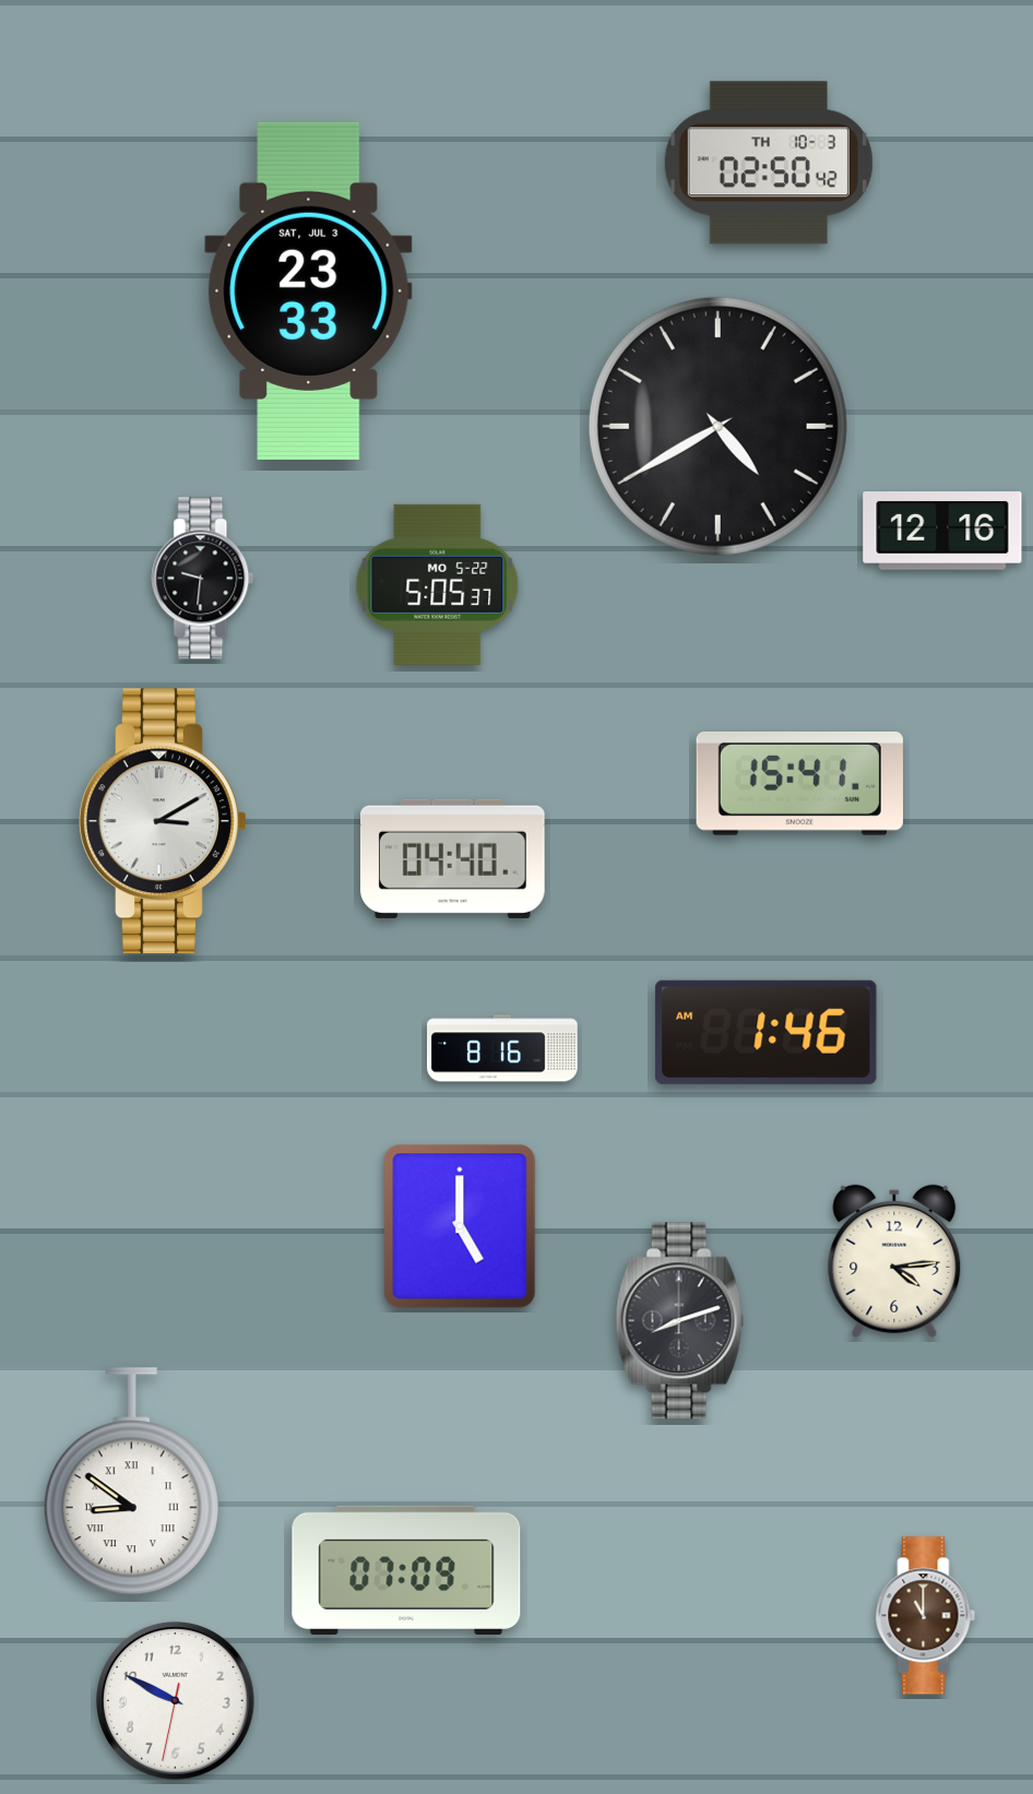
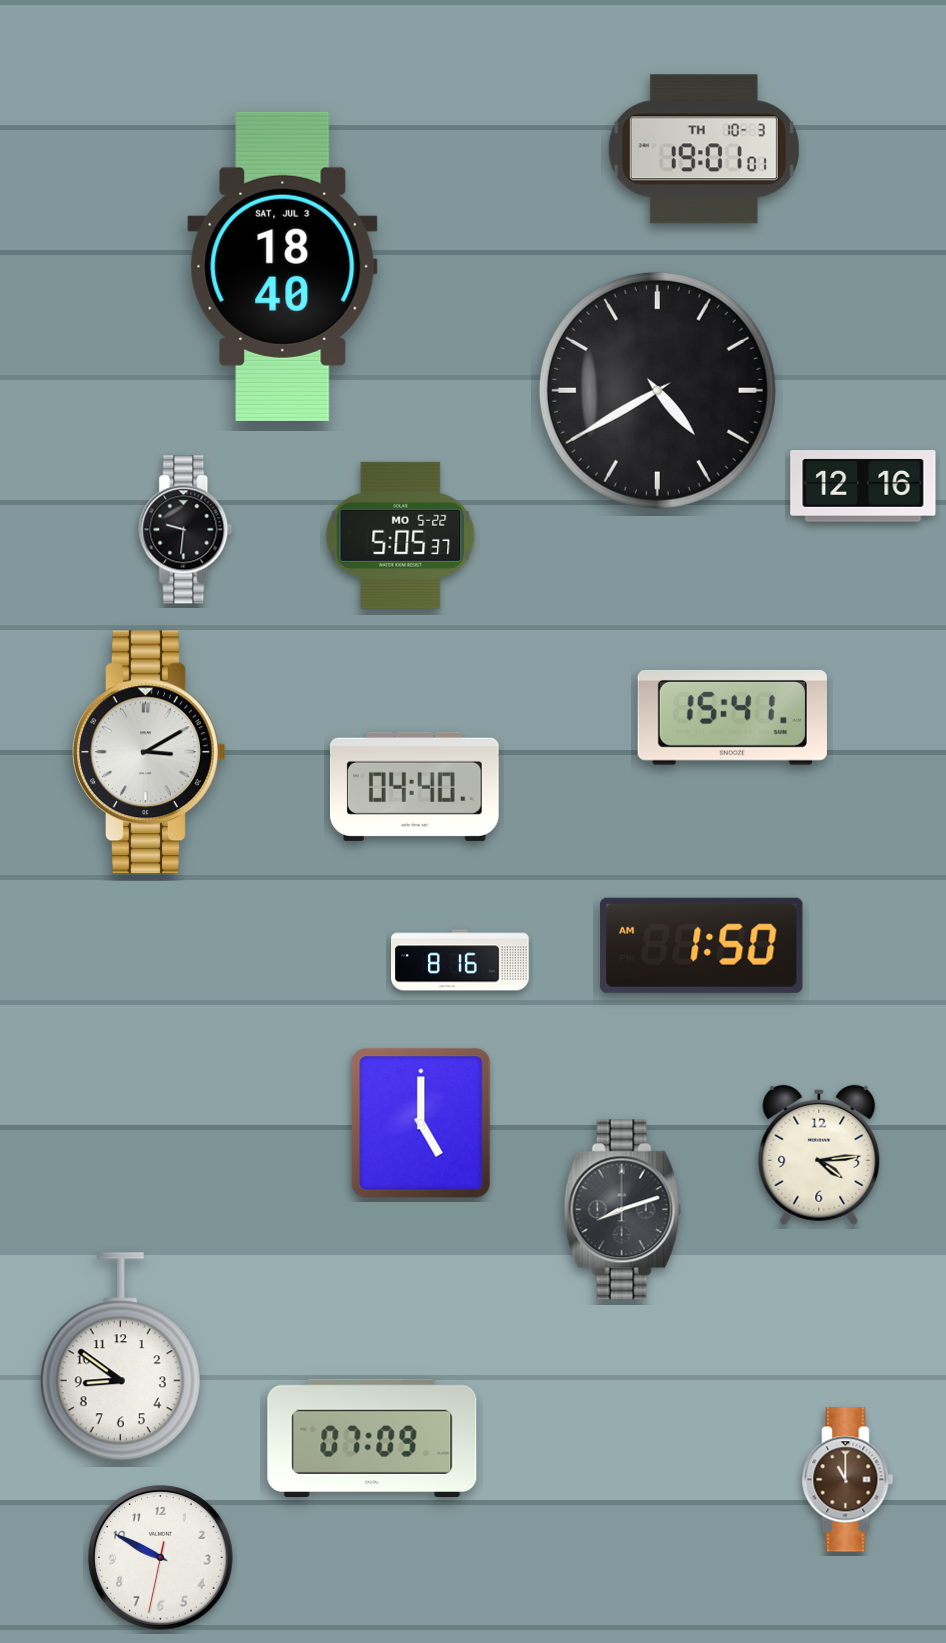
clock at (769, 163): 02:50 -> 19:01
clock at (309, 290): 23:33 -> 18:40
clock at (767, 1032): 1:46 -> 1:50
clock at (131, 1482) numerals: Roman -> Arabic
